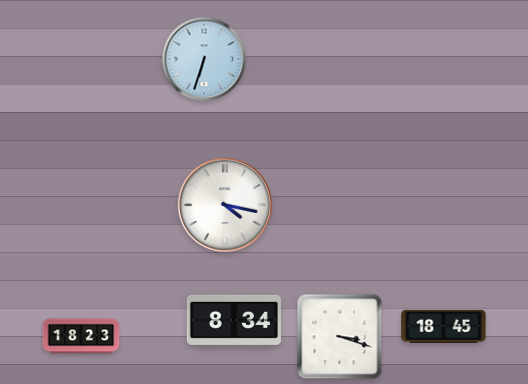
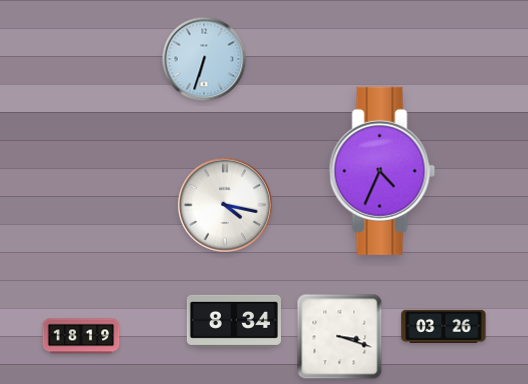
clock at (382, 171): none -> 4:34
clock at (444, 326): 18:45 -> 03:26
clock at (81, 336): 18:23 -> 18:19
